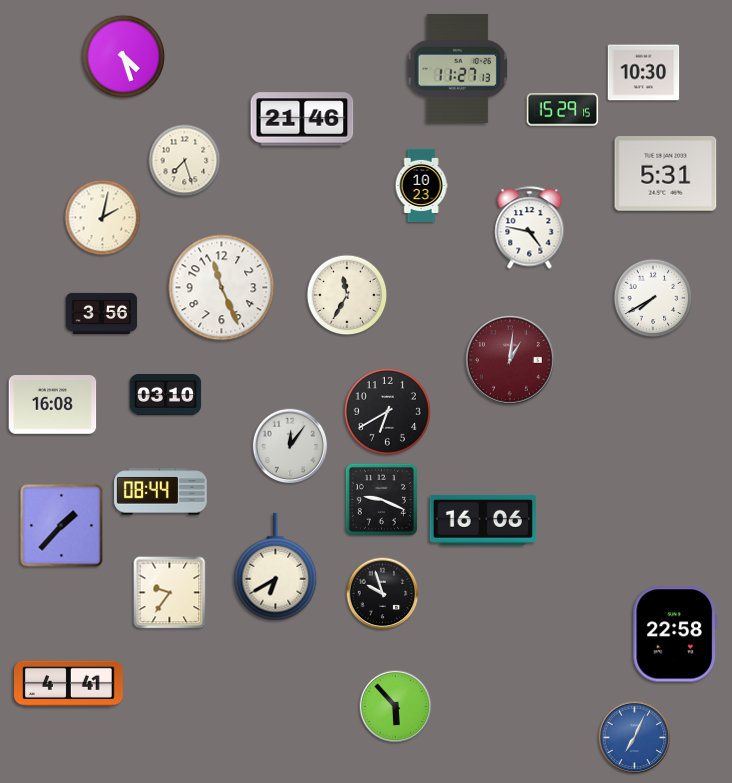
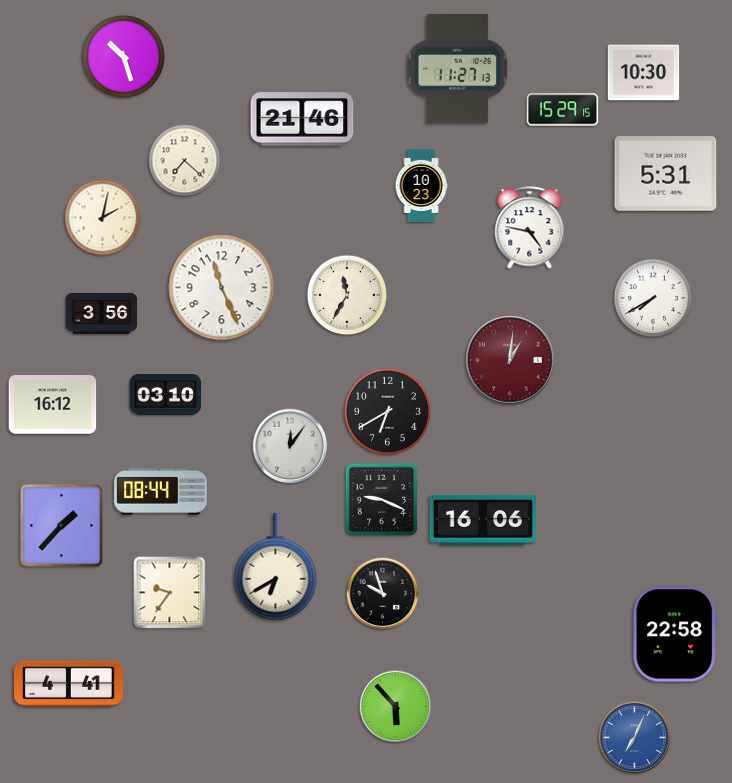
clock at (123, 56): 4:27 -> 10:27
clock at (185, 161): 7:27 -> 7:22
clock at (53, 405): 16:08 -> 16:12
